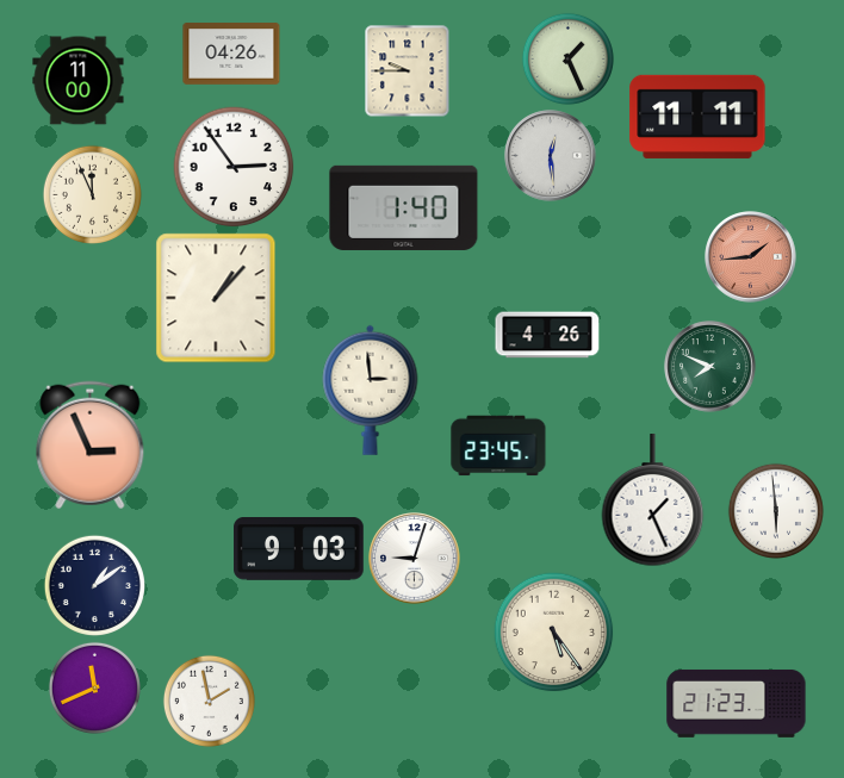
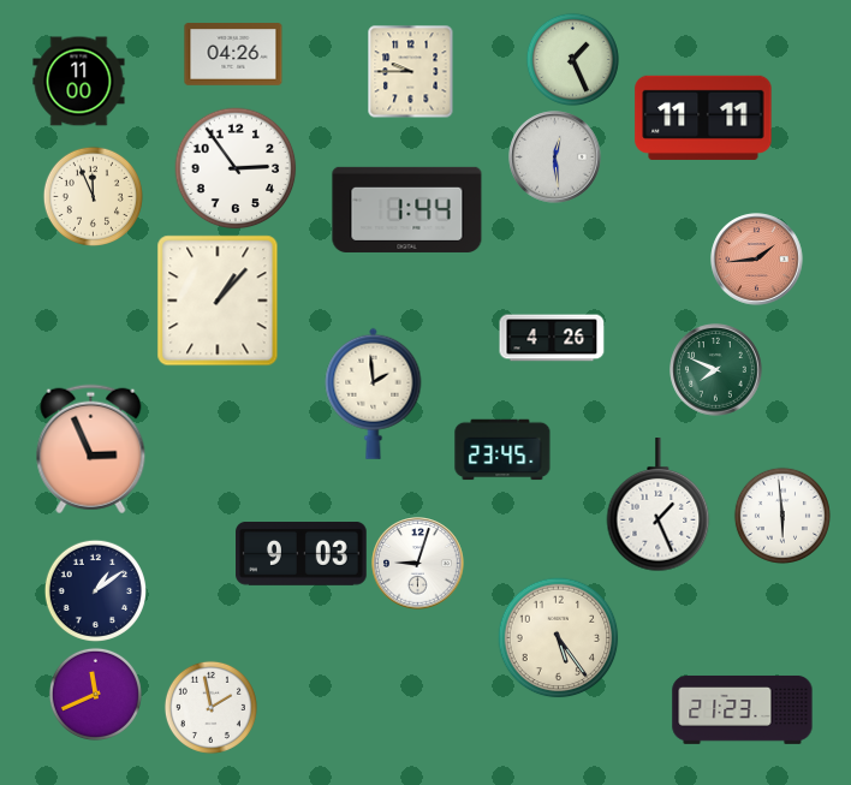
clock at (404, 207): 1:40 -> 1:44
clock at (371, 390): 2:59 -> 1:59
